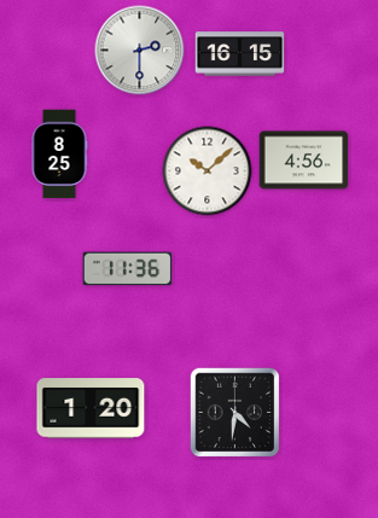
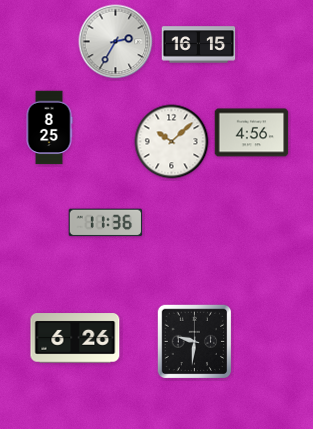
clock at (140, 51): 2:30 -> 2:35
clock at (91, 408): 1:20 -> 6:26
clock at (235, 413): 4:31 -> 9:31
